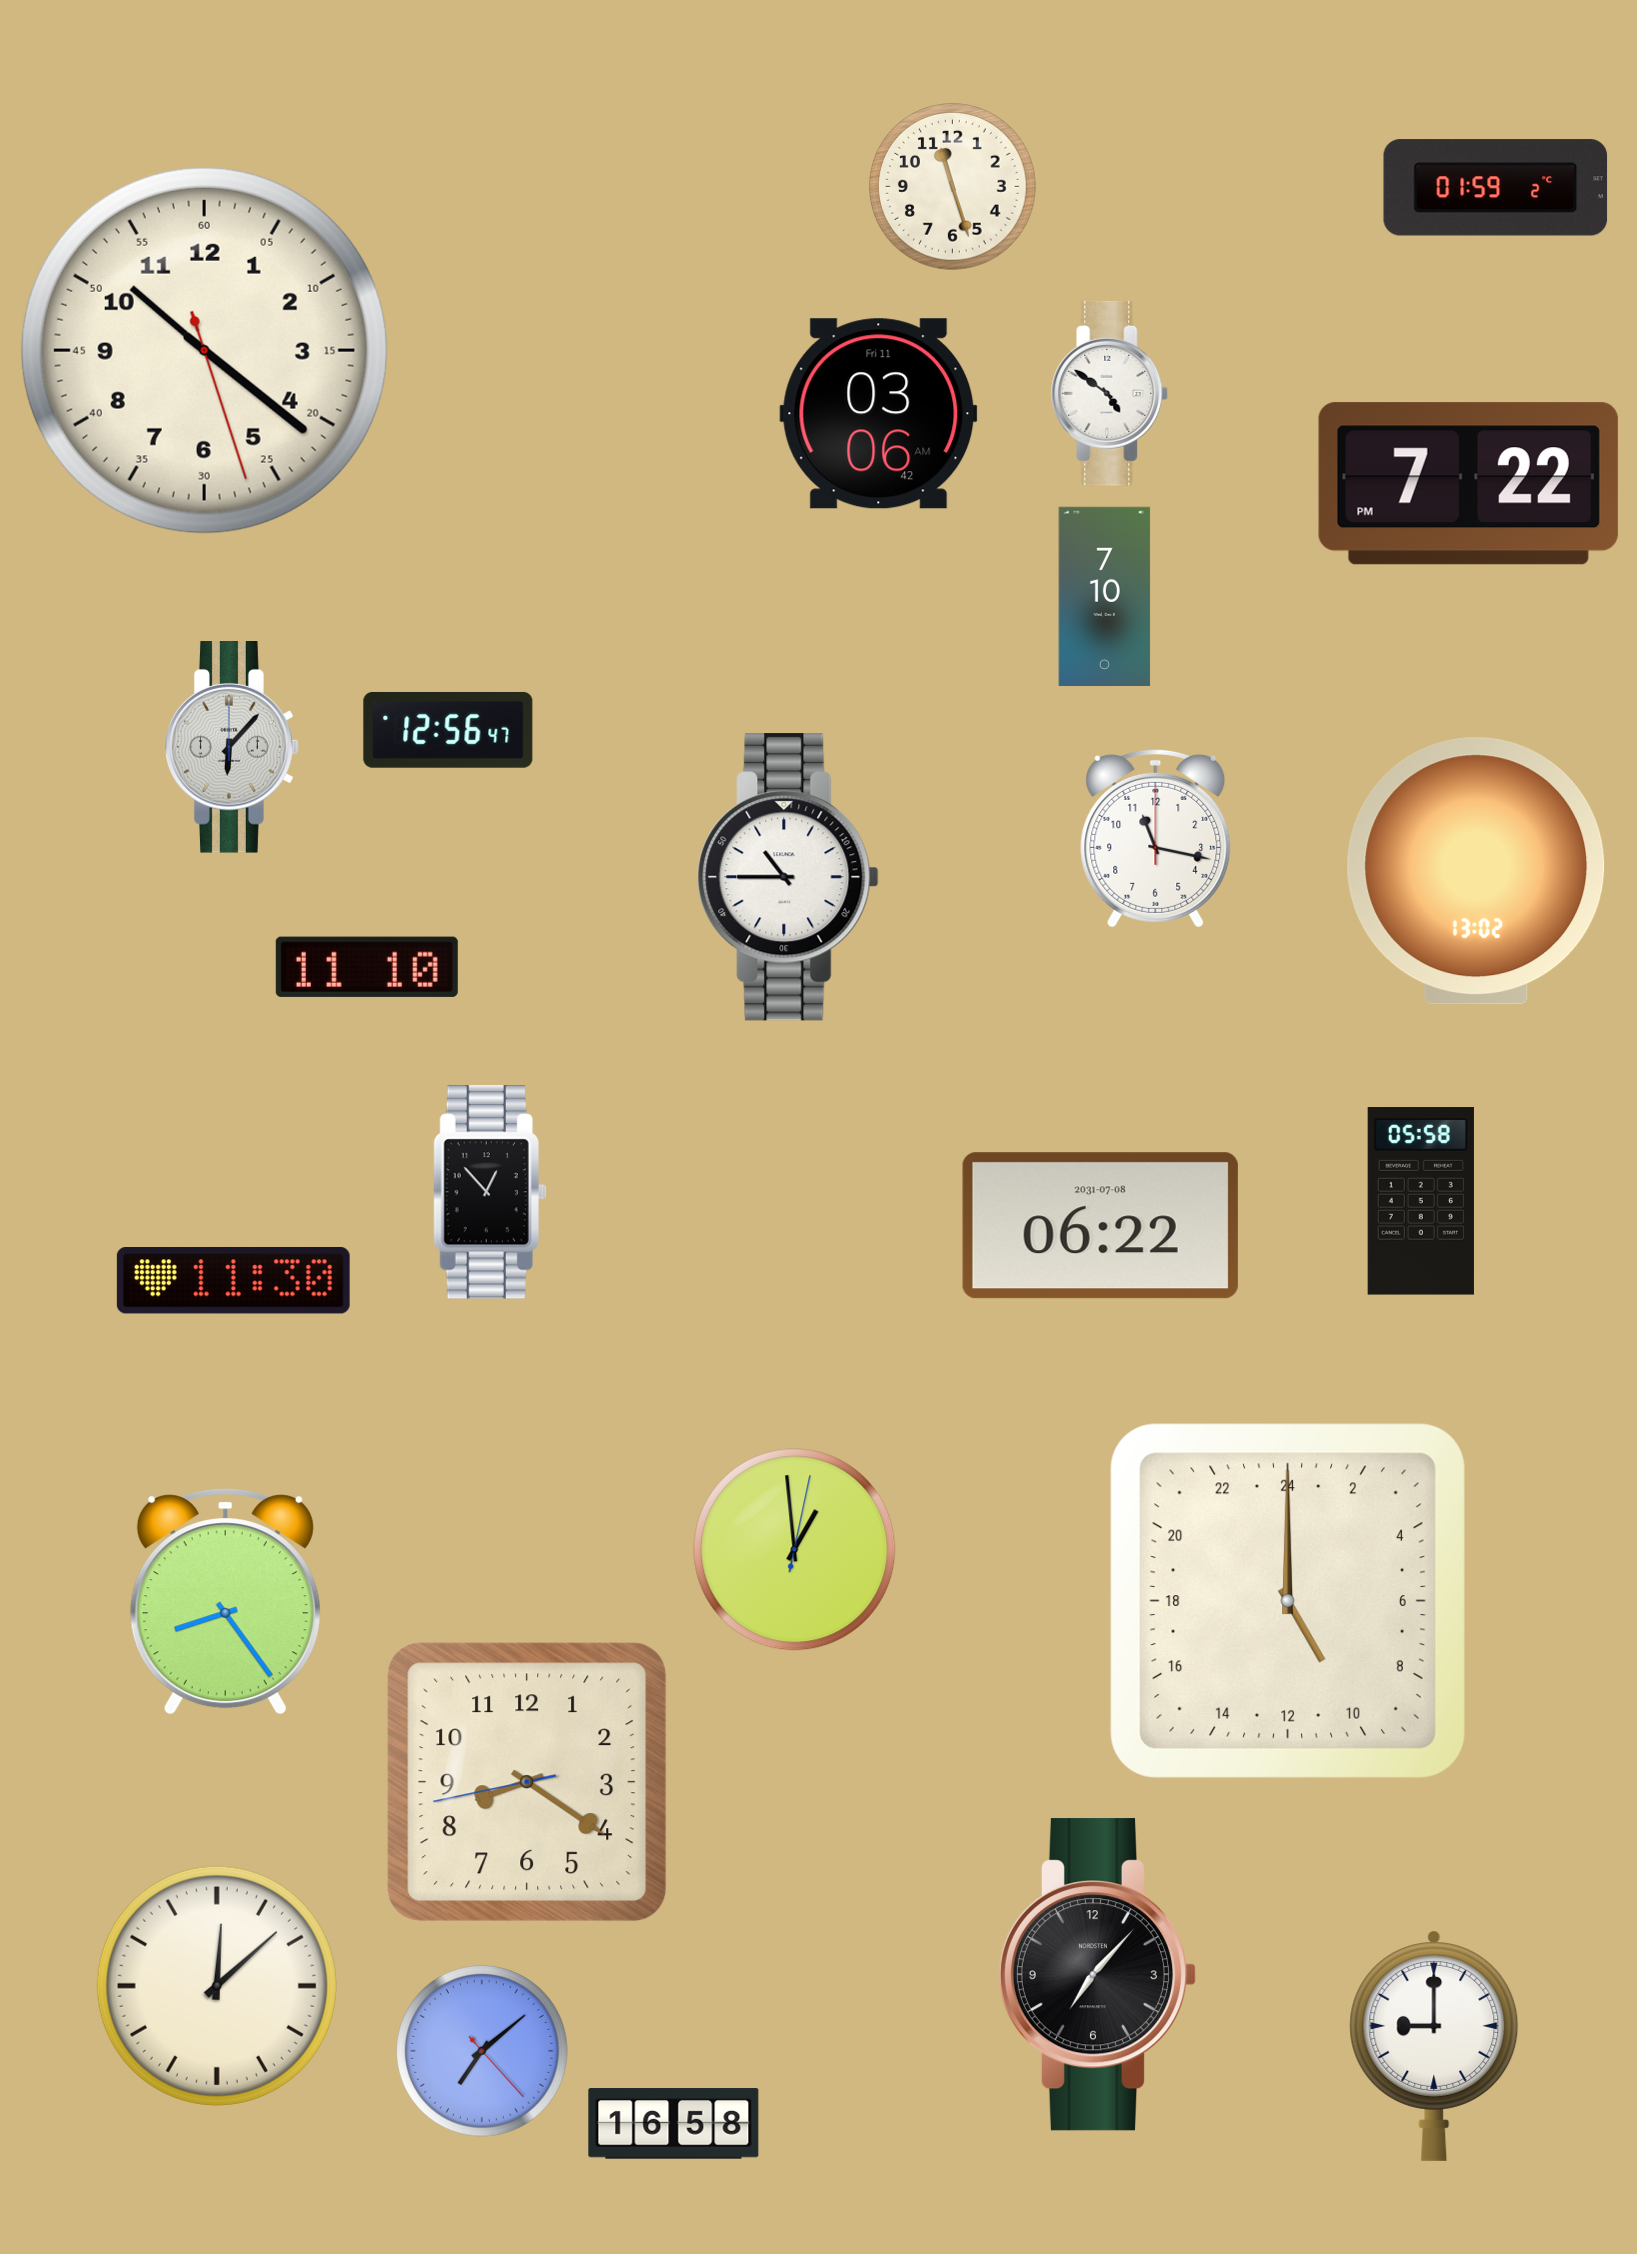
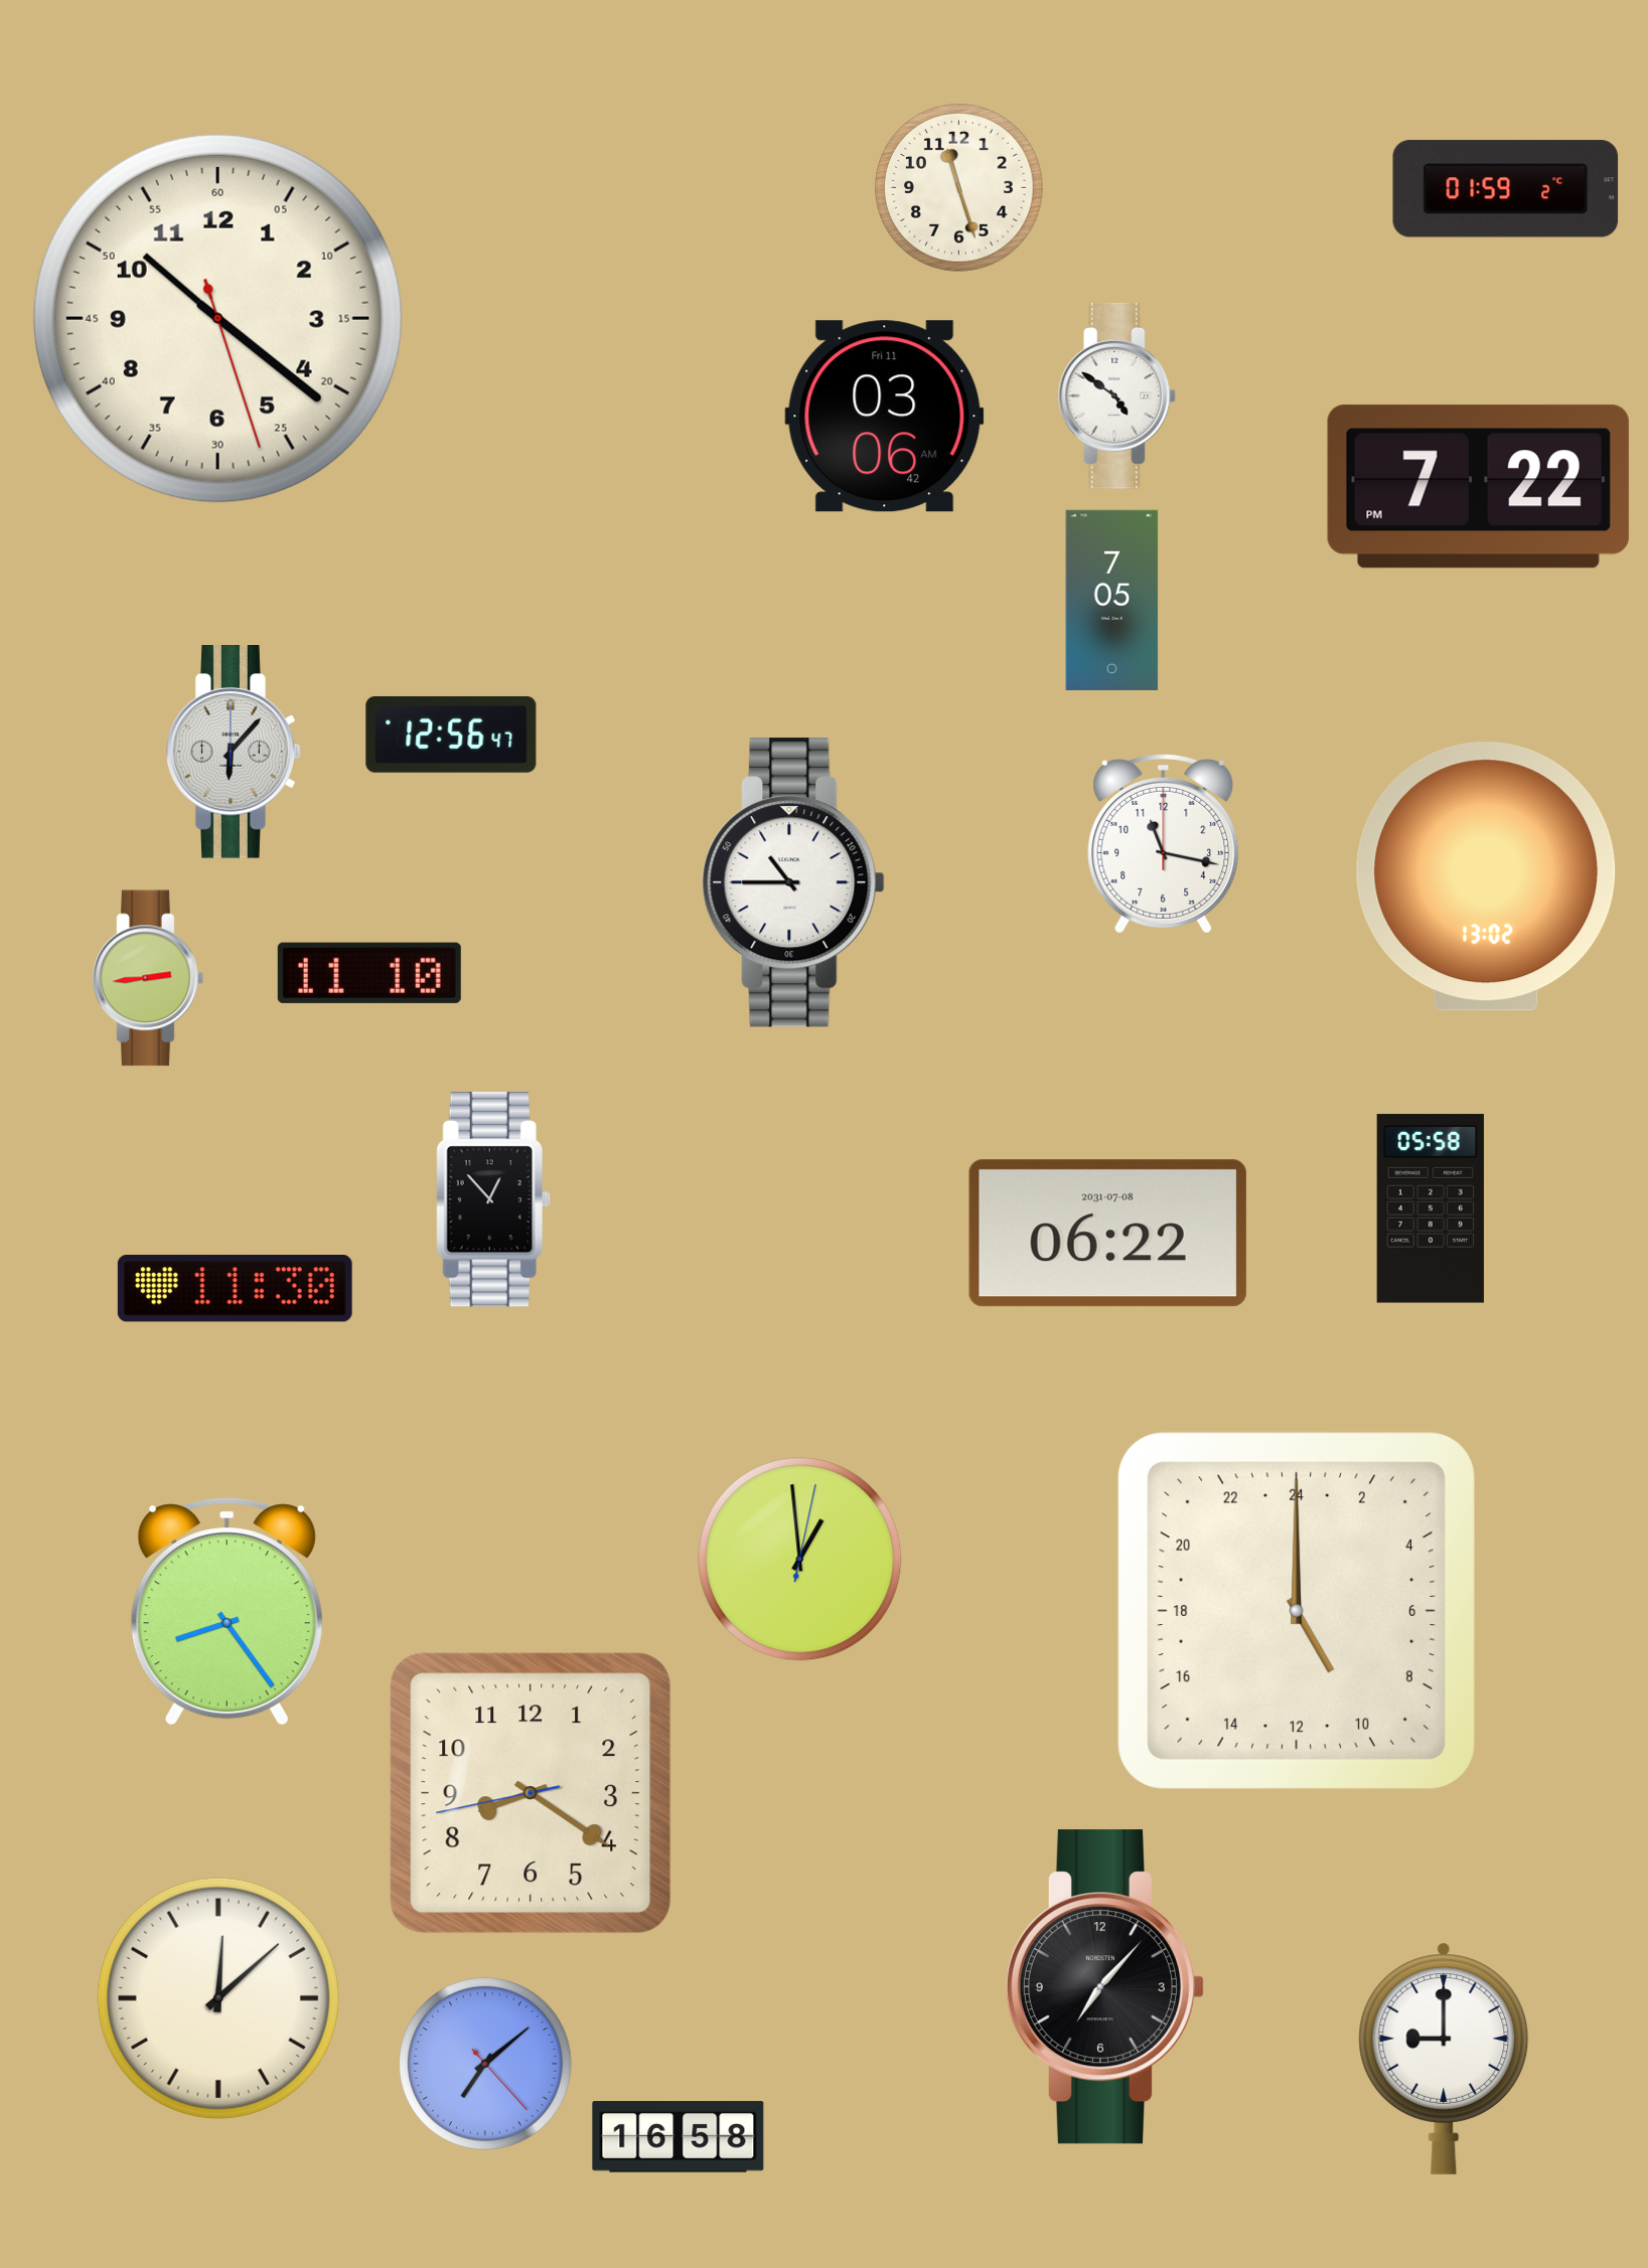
clock at (204, 350) position: (204, 350) -> (217, 318)
clock at (1105, 596): 7:10 -> 7:05
clock at (148, 978): none -> 2:44
